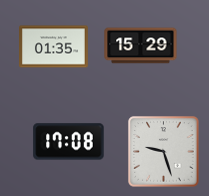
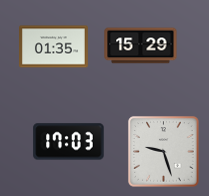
clock at (69, 142): 17:08 -> 17:03
